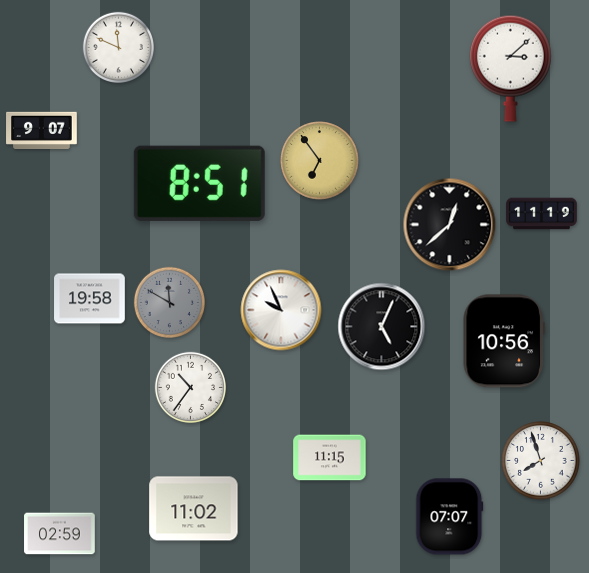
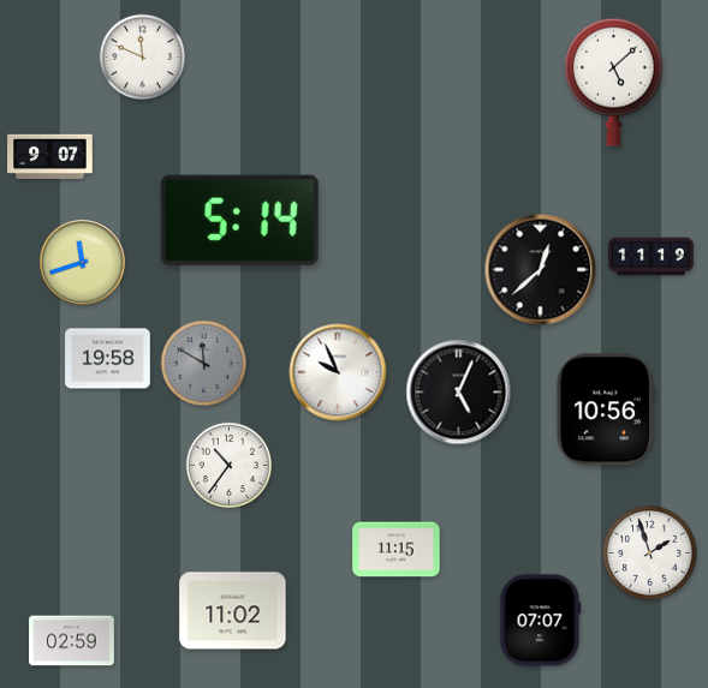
clock at (510, 68): 3:08 -> 5:08
clock at (320, 161): 6:54 -> none
clock at (199, 183): 8:51 -> 5:14
clock at (83, 263): none -> 11:42
clock at (541, 461): 7:57 -> 1:57
